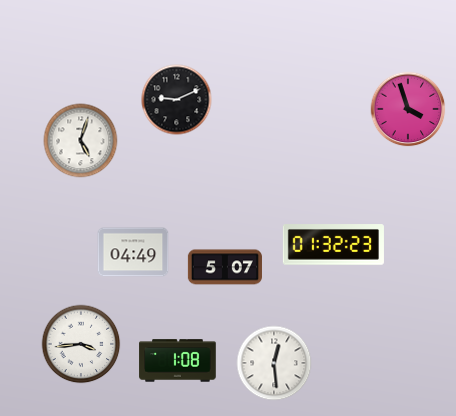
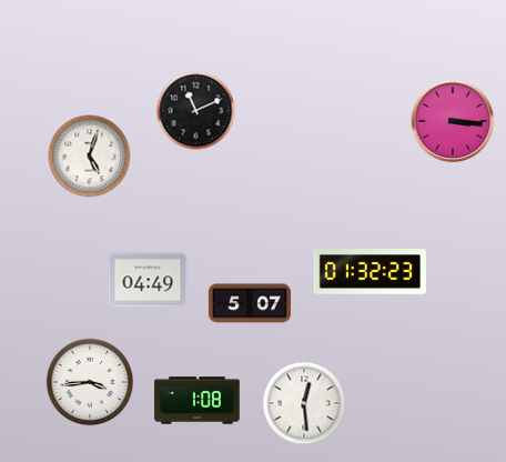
clock at (177, 100): 9:11 -> 11:11
clock at (408, 109): 3:57 -> 3:16
clock at (225, 267) position: (225, 267) -> (250, 303)
